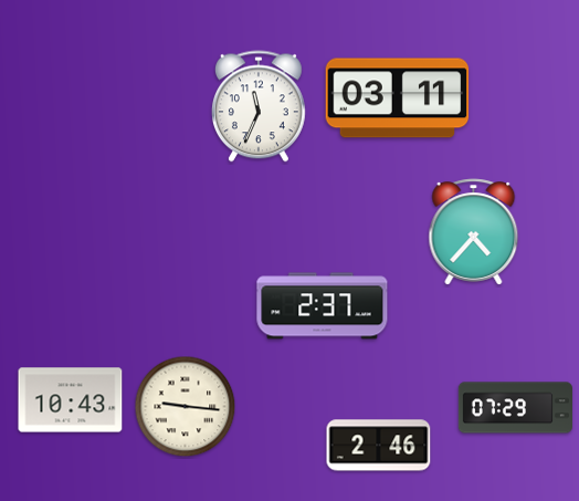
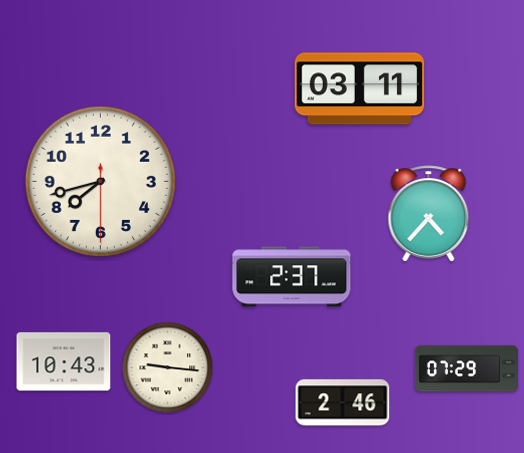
clock at (259, 106): 11:34 -> none
clock at (100, 181): none -> 7:42
clock at (474, 232) position: (474, 232) -> (429, 214)
